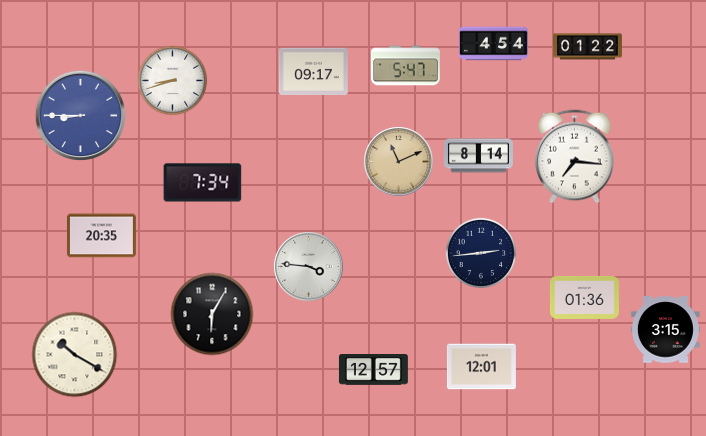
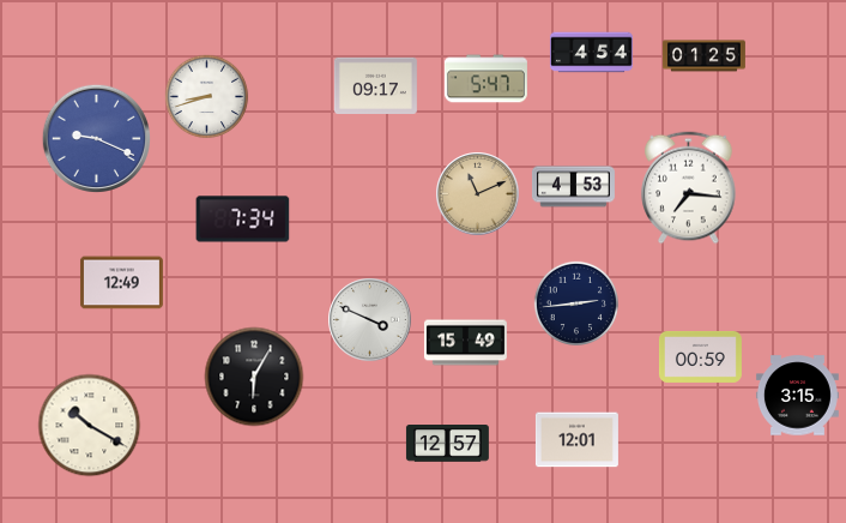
clock at (587, 47): 01:22 -> 01:25
clock at (80, 115): 8:45 -> 9:19
clock at (478, 156): 8:14 -> 4:53
clock at (101, 236): 20:35 -> 12:49
clock at (309, 267): 3:46 -> 3:49
clock at (465, 343): none -> 15:49
clock at (584, 297): 01:36 -> 00:59
